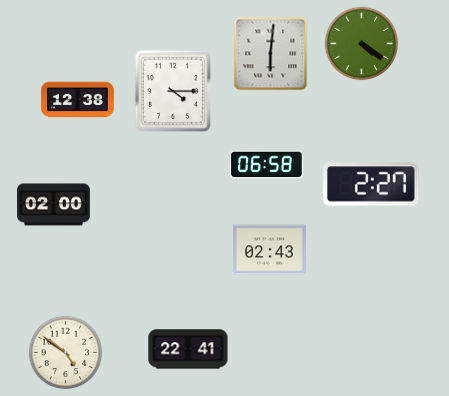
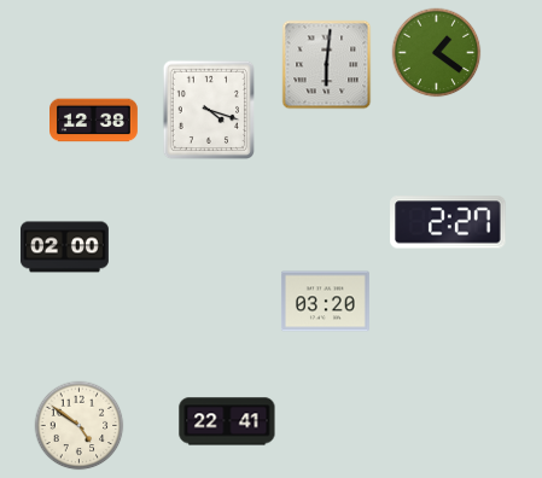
clock at (362, 44): 4:21 -> 1:21
clock at (172, 90): 4:15 -> 4:18
clock at (266, 165): 06:58 -> none
clock at (270, 250): 02:43 -> 03:20
